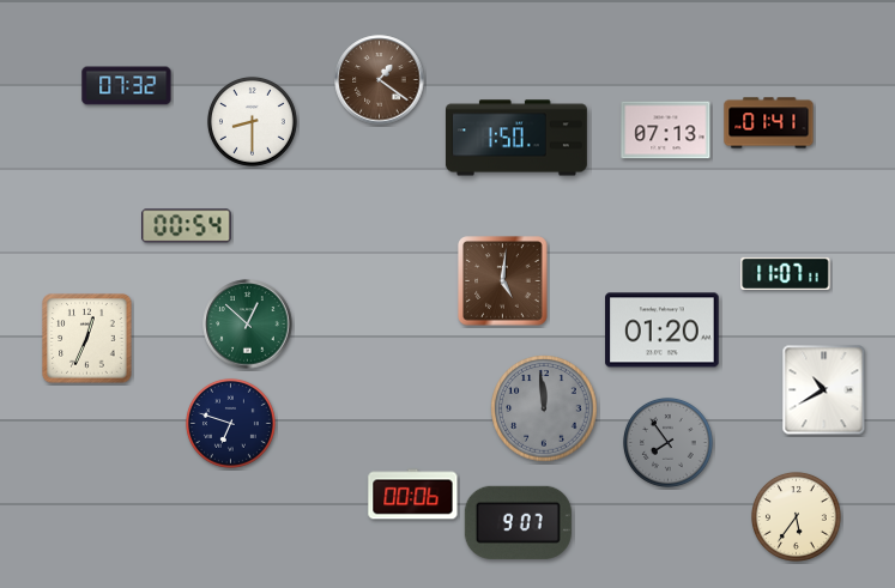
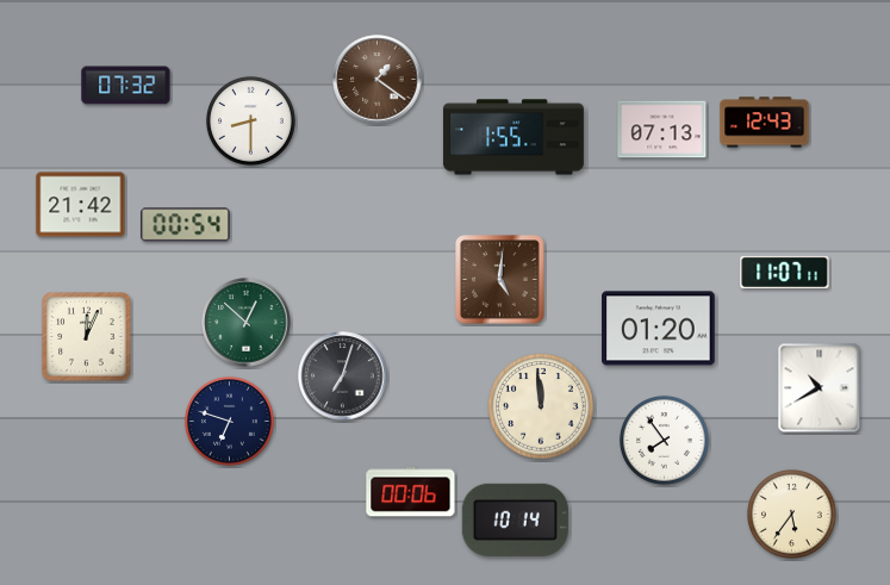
clock at (769, 123): 01:41 -> 12:43
clock at (516, 138): 1:50 -> 1:55
clock at (81, 205): none -> 21:42
clock at (786, 273) position: (786, 273) -> (785, 272)
clock at (87, 339): 12:34 -> 12:04
clock at (343, 376): none -> 7:03
clock at (544, 408) dial: grey -> cream
clock at (667, 442) dial: grey -> white
clock at (518, 522): 9:07 -> 10:14
